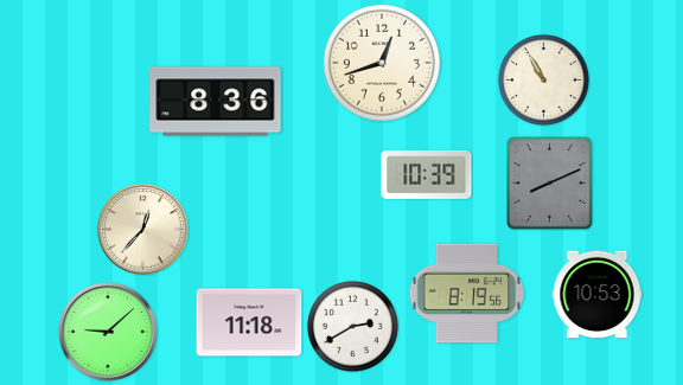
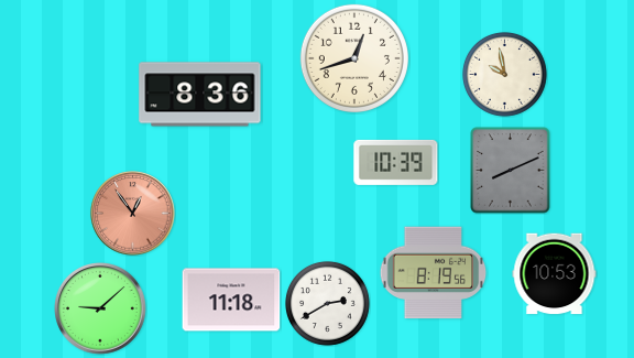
clock at (543, 79): 10:55 -> 9:58
clock at (143, 230): 12:37 -> 12:54
clock at (143, 230) dial: cream -> salmon
